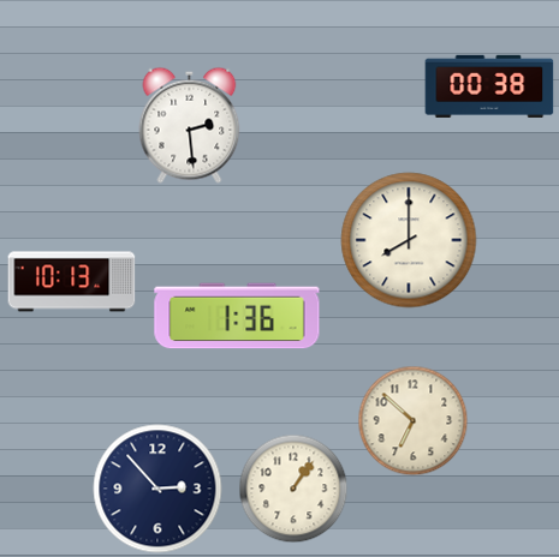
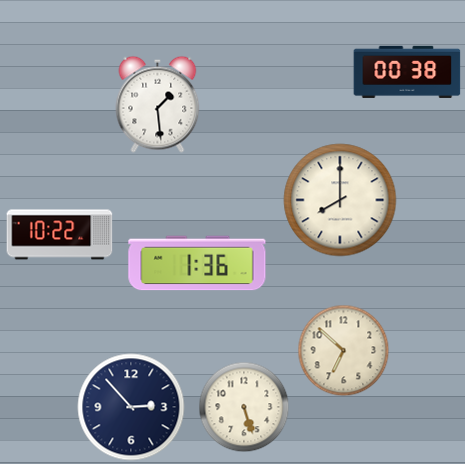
clock at (190, 125): 2:29 -> 1:29
clock at (72, 282): 10:13 -> 10:22
clock at (293, 489): 1:06 -> 5:27
